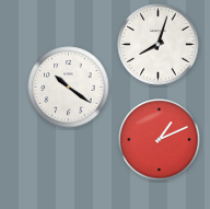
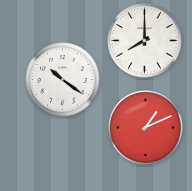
clock at (159, 45): 8:03 -> 8:00
